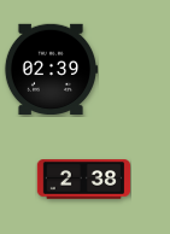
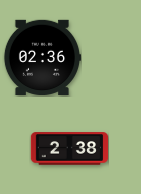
clock at (51, 69): 02:39 -> 02:36
